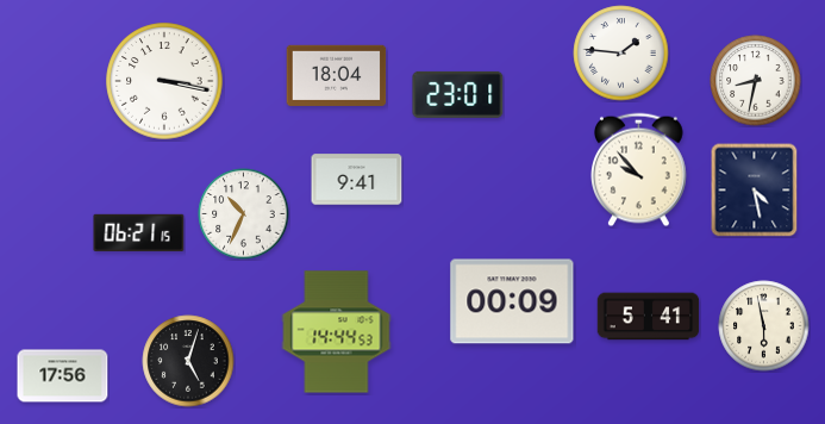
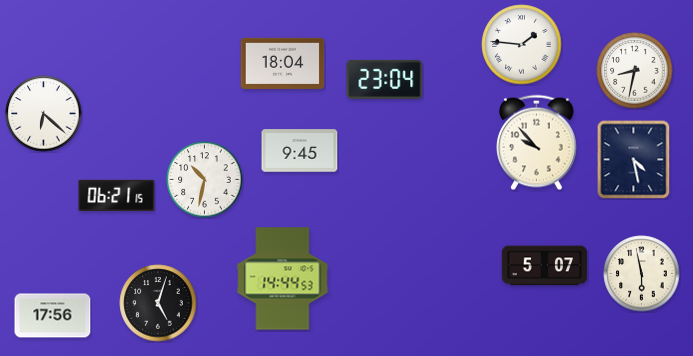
clock at (164, 81): 3:17 -> none
clock at (756, 81) position: (756, 81) -> (635, 71)
clock at (458, 94): 23:01 -> 23:04
clock at (44, 114): none -> 6:22
clock at (357, 180): 9:41 -> 9:45
clock at (244, 214): 10:34 -> 10:32
clock at (512, 301): 00:09 -> none
clock at (649, 317): 5:41 -> 5:07
